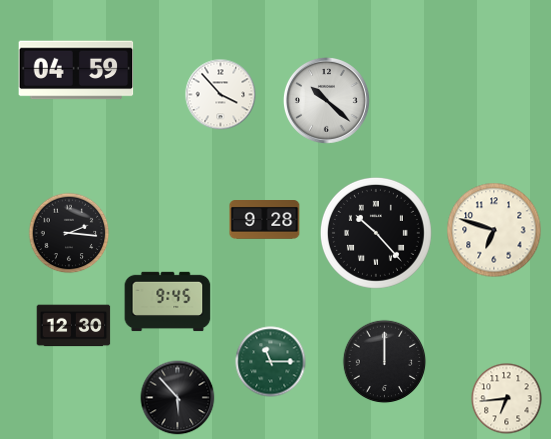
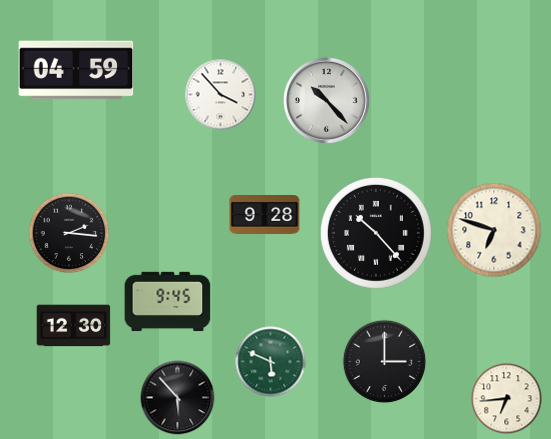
clock at (326, 100): 10:22 -> 10:23
clock at (265, 220) position: (265, 220) -> (265, 215)
clock at (271, 362): 11:15 -> 5:49
clock at (385, 362): 12:00 -> 3:00
